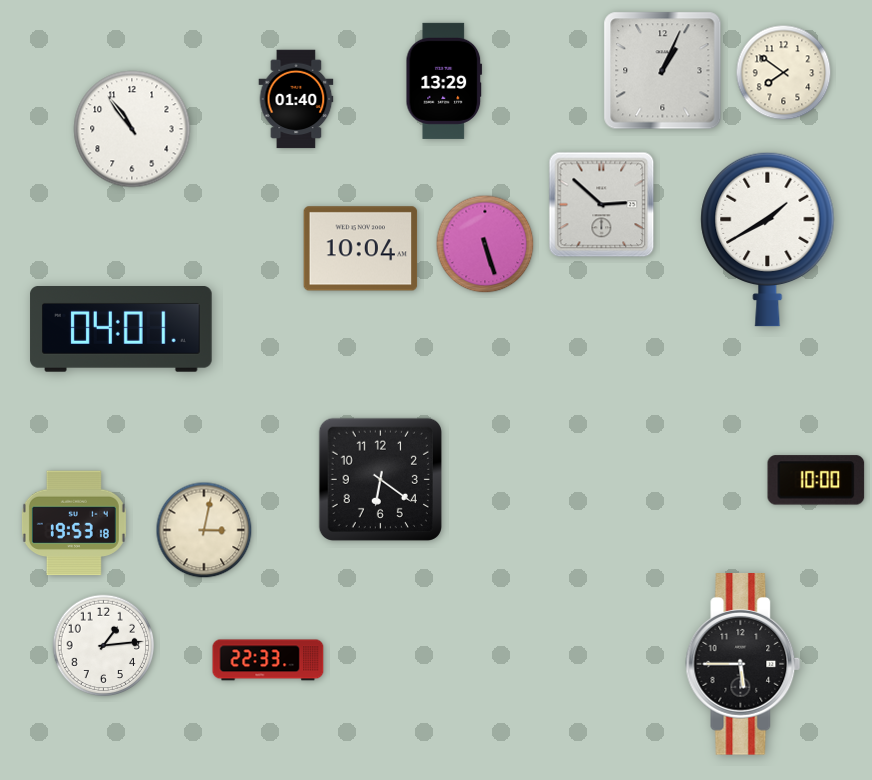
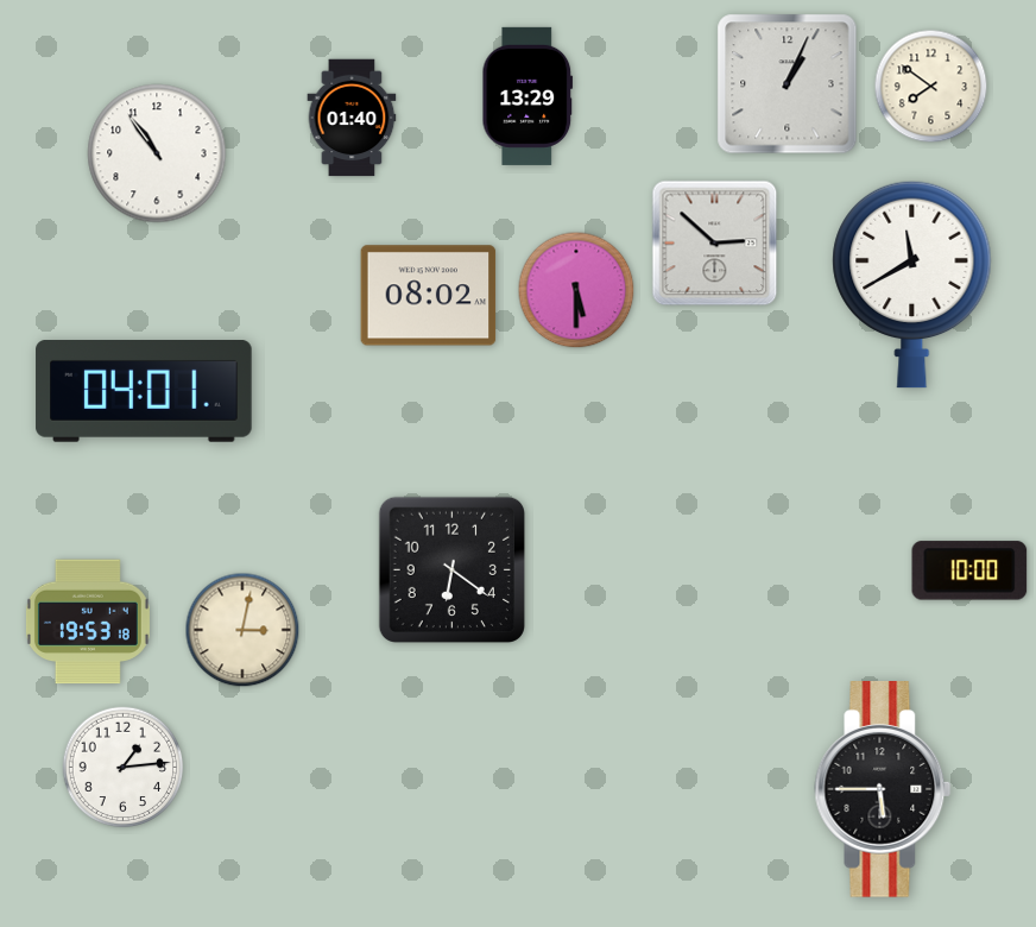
clock at (768, 239): 1:40 -> 11:40
clock at (485, 244): 5:27 -> 5:30
clock at (361, 249): 10:04 -> 08:02
clock at (268, 660): 22:33 -> none
